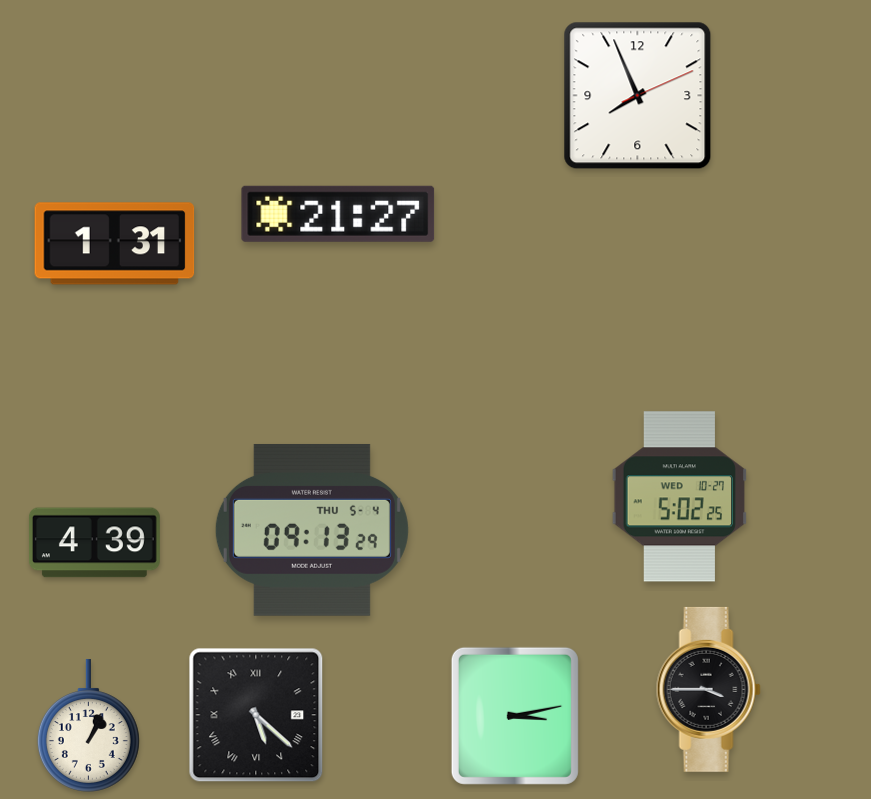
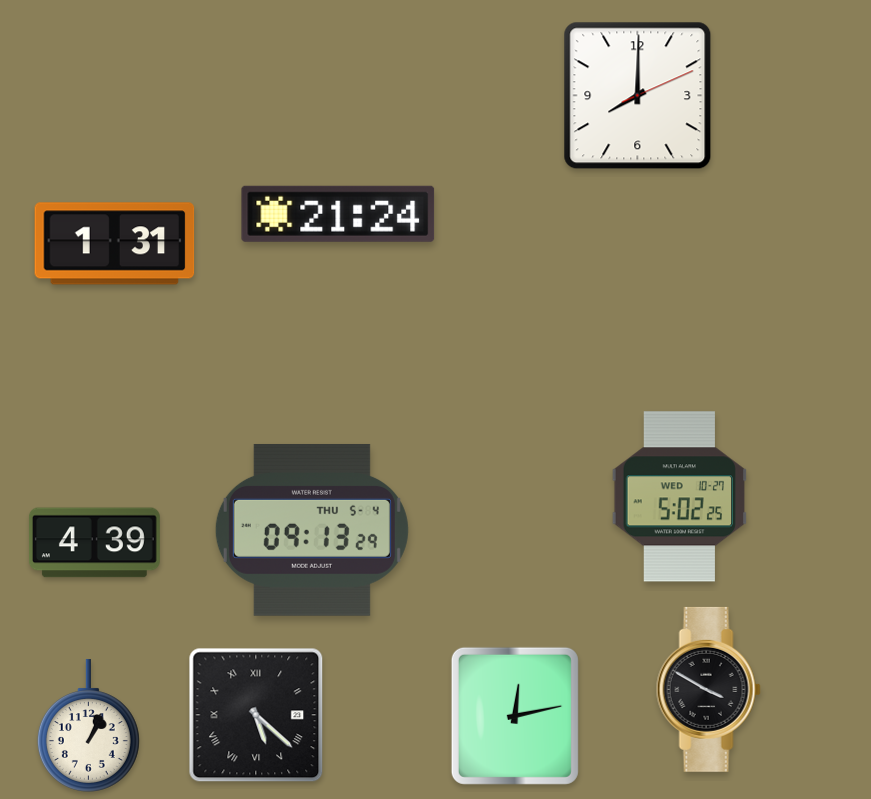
clock at (638, 96): 7:56 -> 8:00
clock at (338, 214): 21:27 -> 21:24
clock at (708, 689): 3:45 -> 3:50
clock at (515, 716): 3:13 -> 12:13
